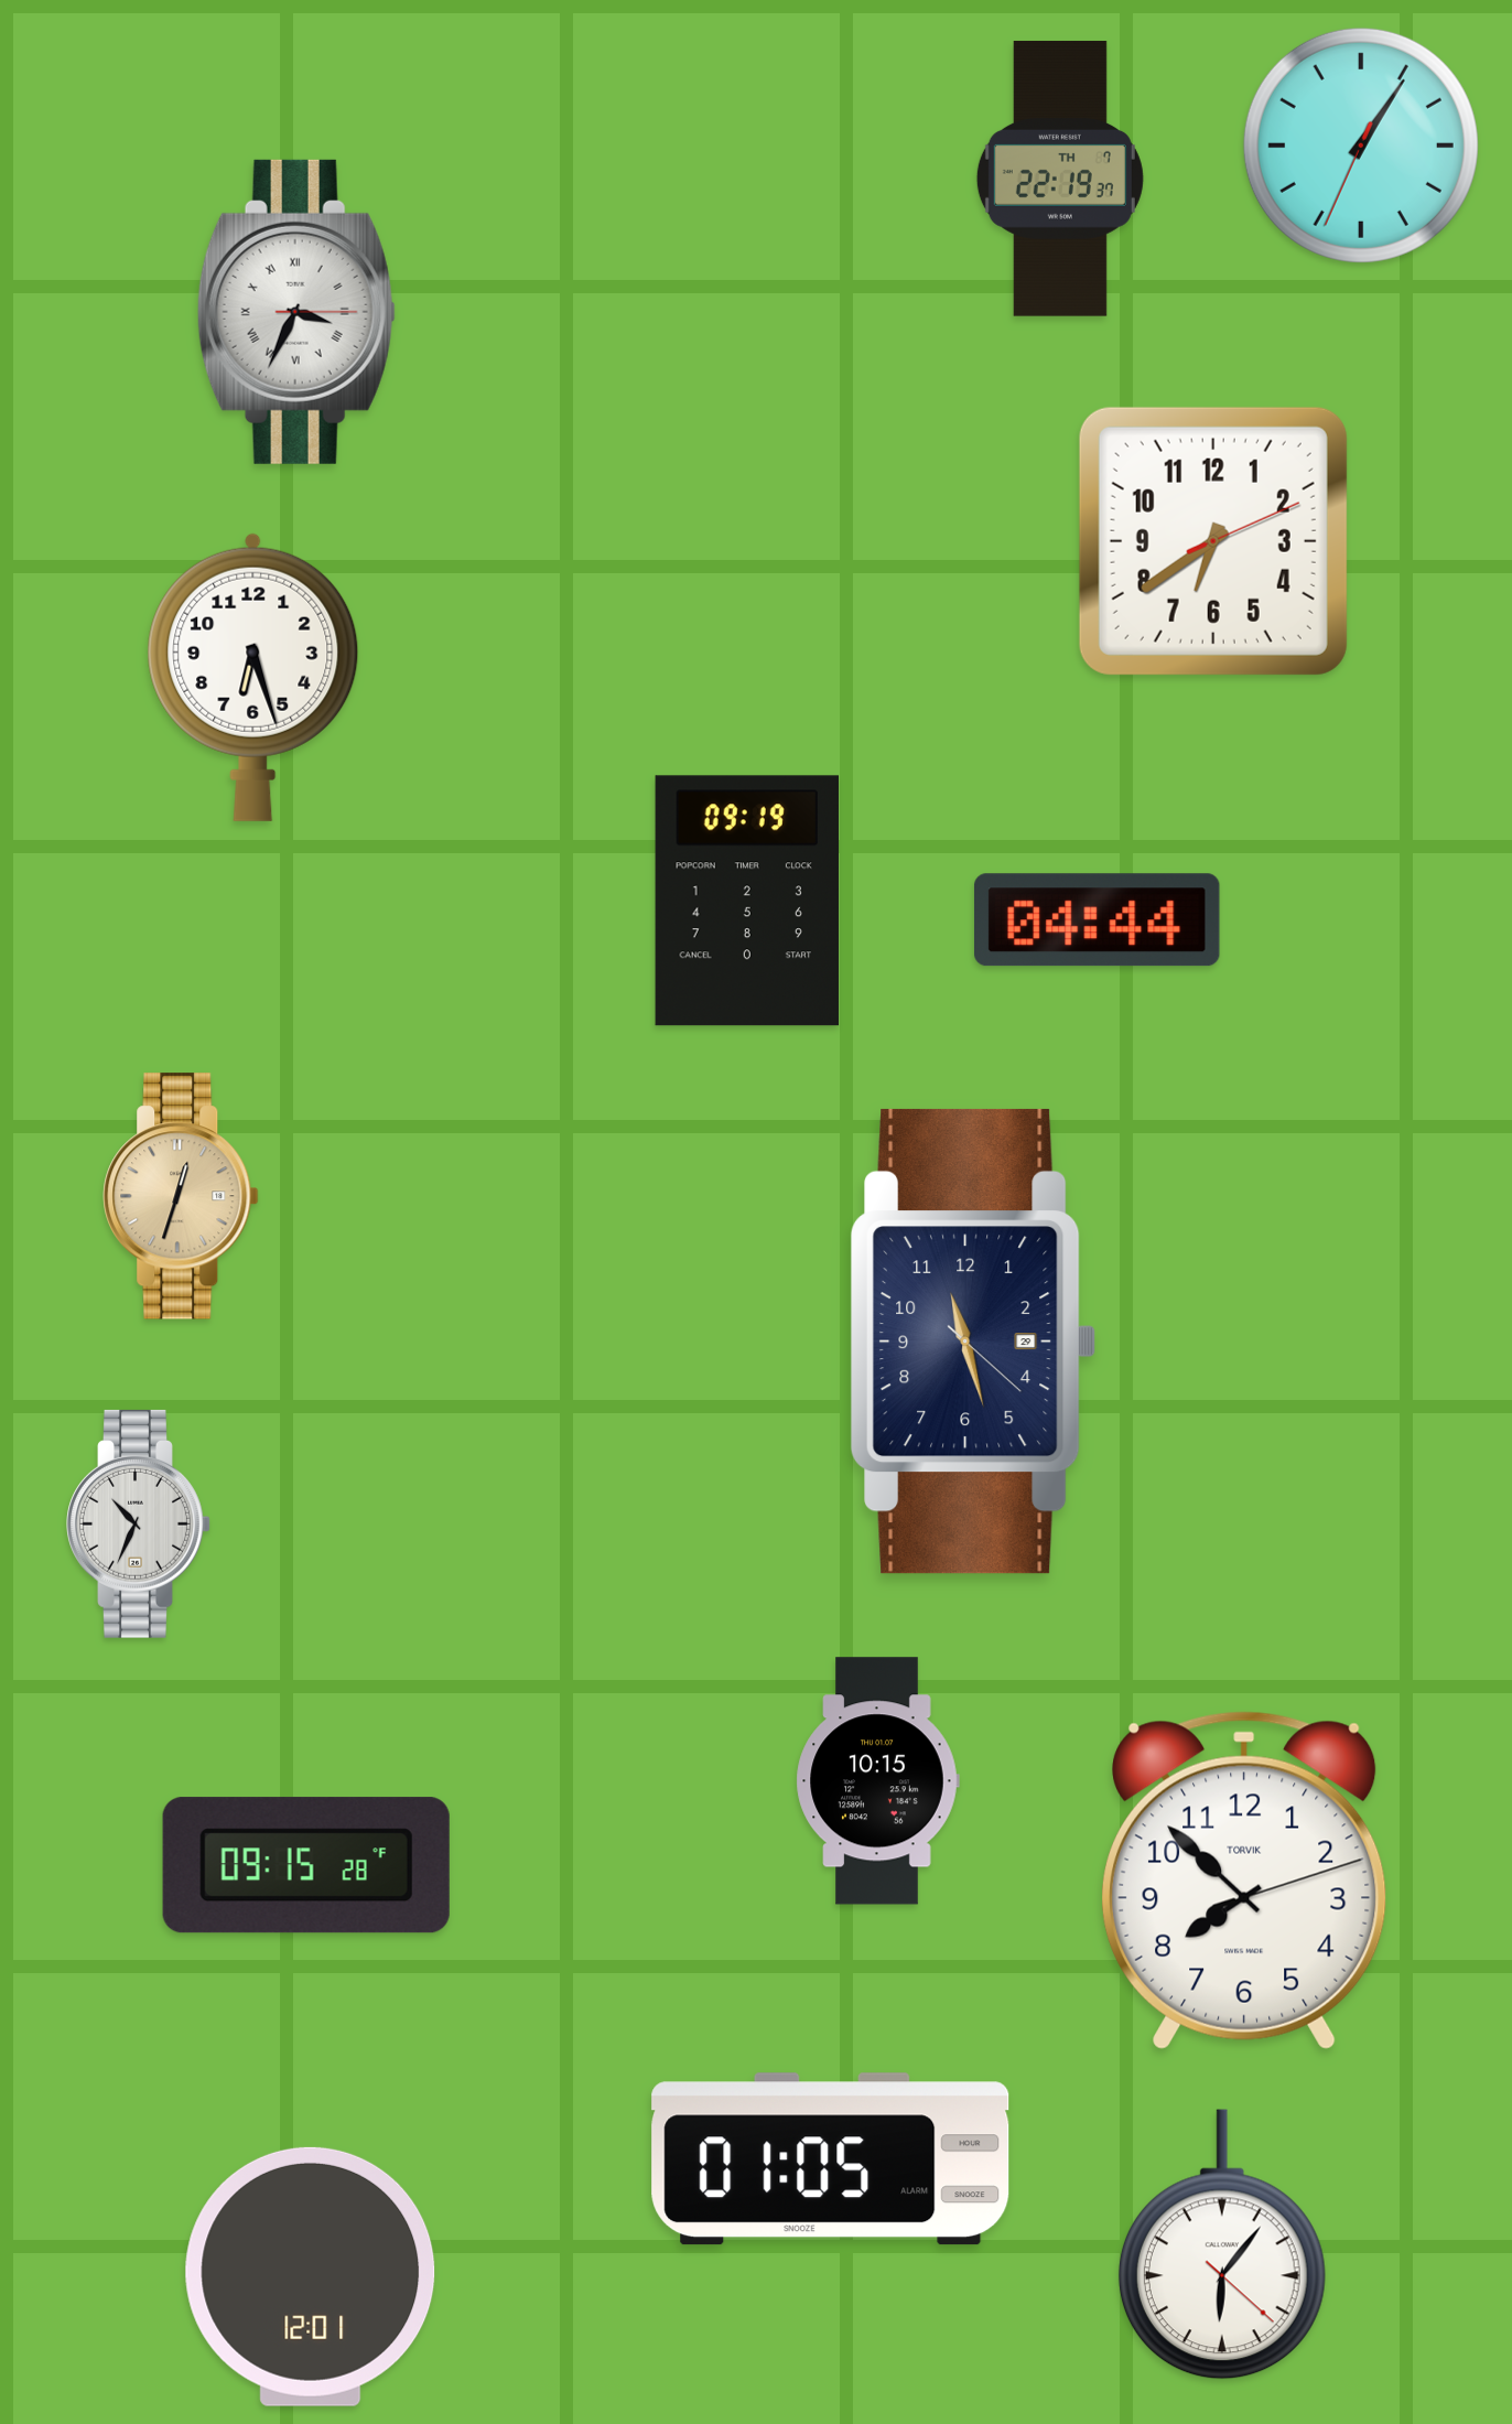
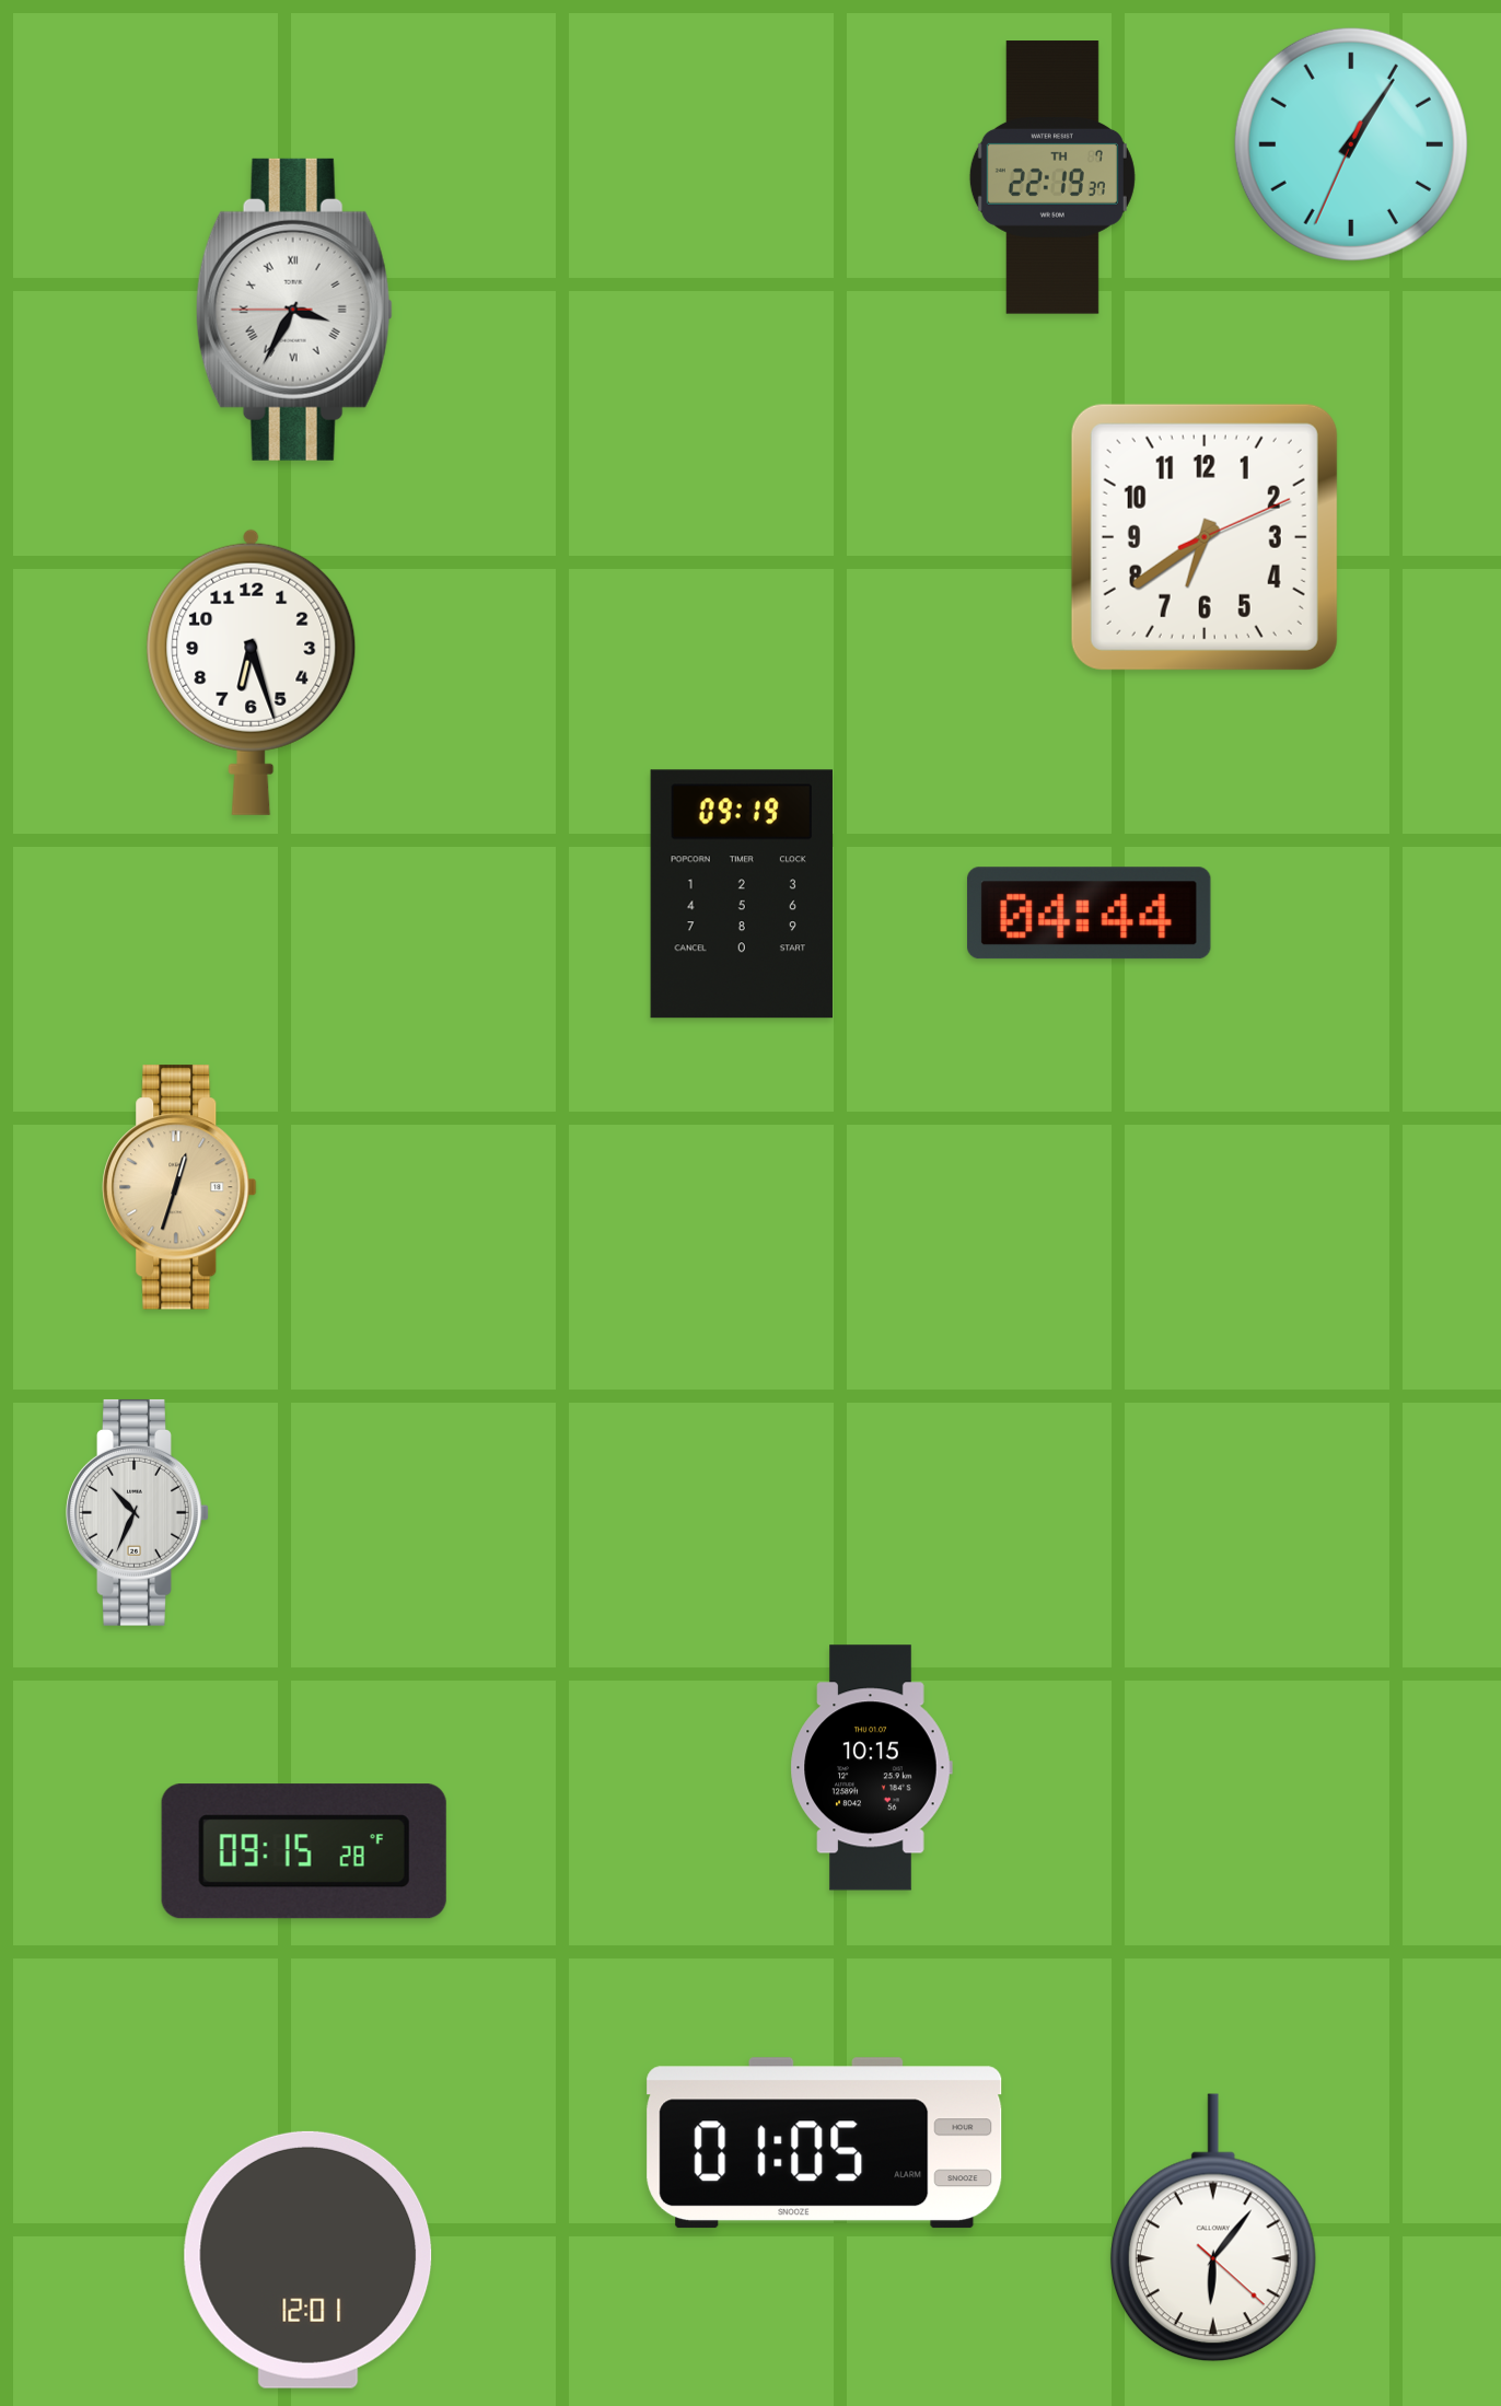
clock at (296, 312): 3:34:15 -> 3:34:45
clock at (973, 1342): 11:27 -> none
clock at (1245, 1881): 7:52 -> none
